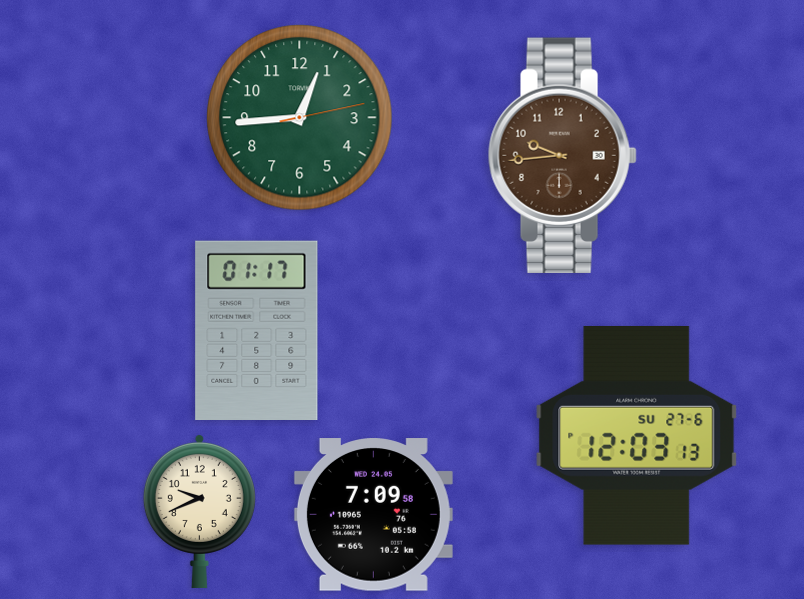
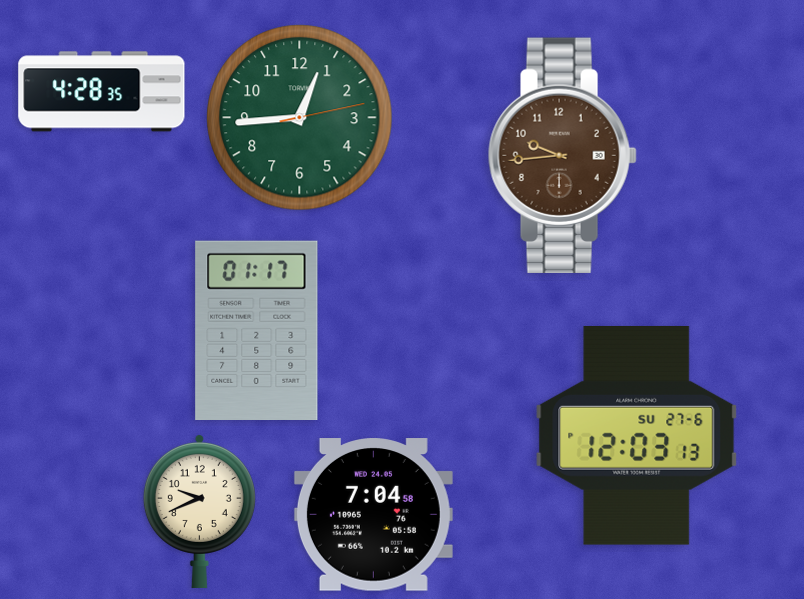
clock at (102, 92): none -> 4:28
clock at (373, 515): 7:09 -> 7:04
